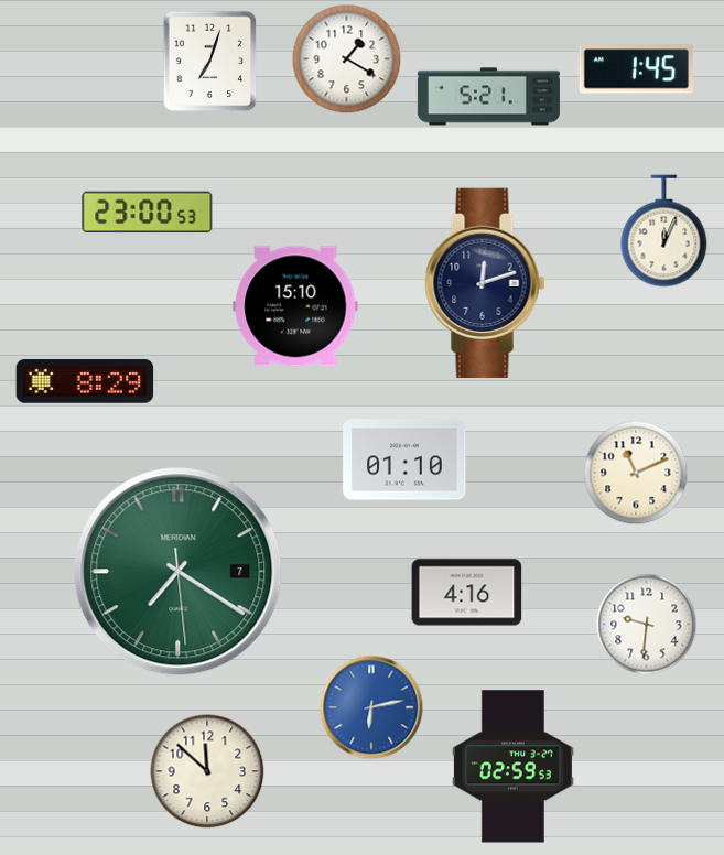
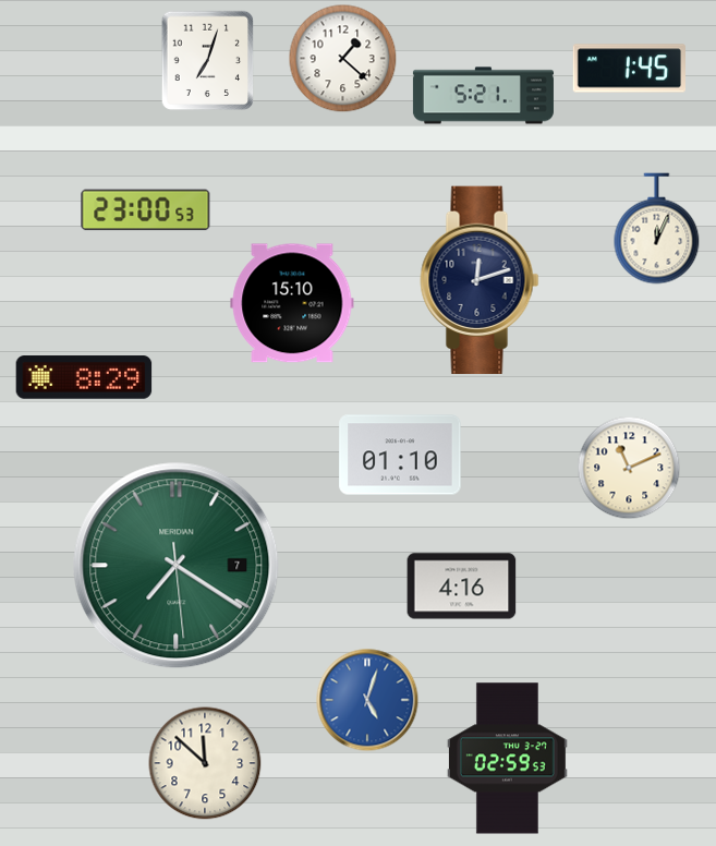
clock at (347, 59): 1:20 -> 1:22
clock at (647, 625): 9:31 -> none
clock at (371, 707): 6:13 -> 5:03
